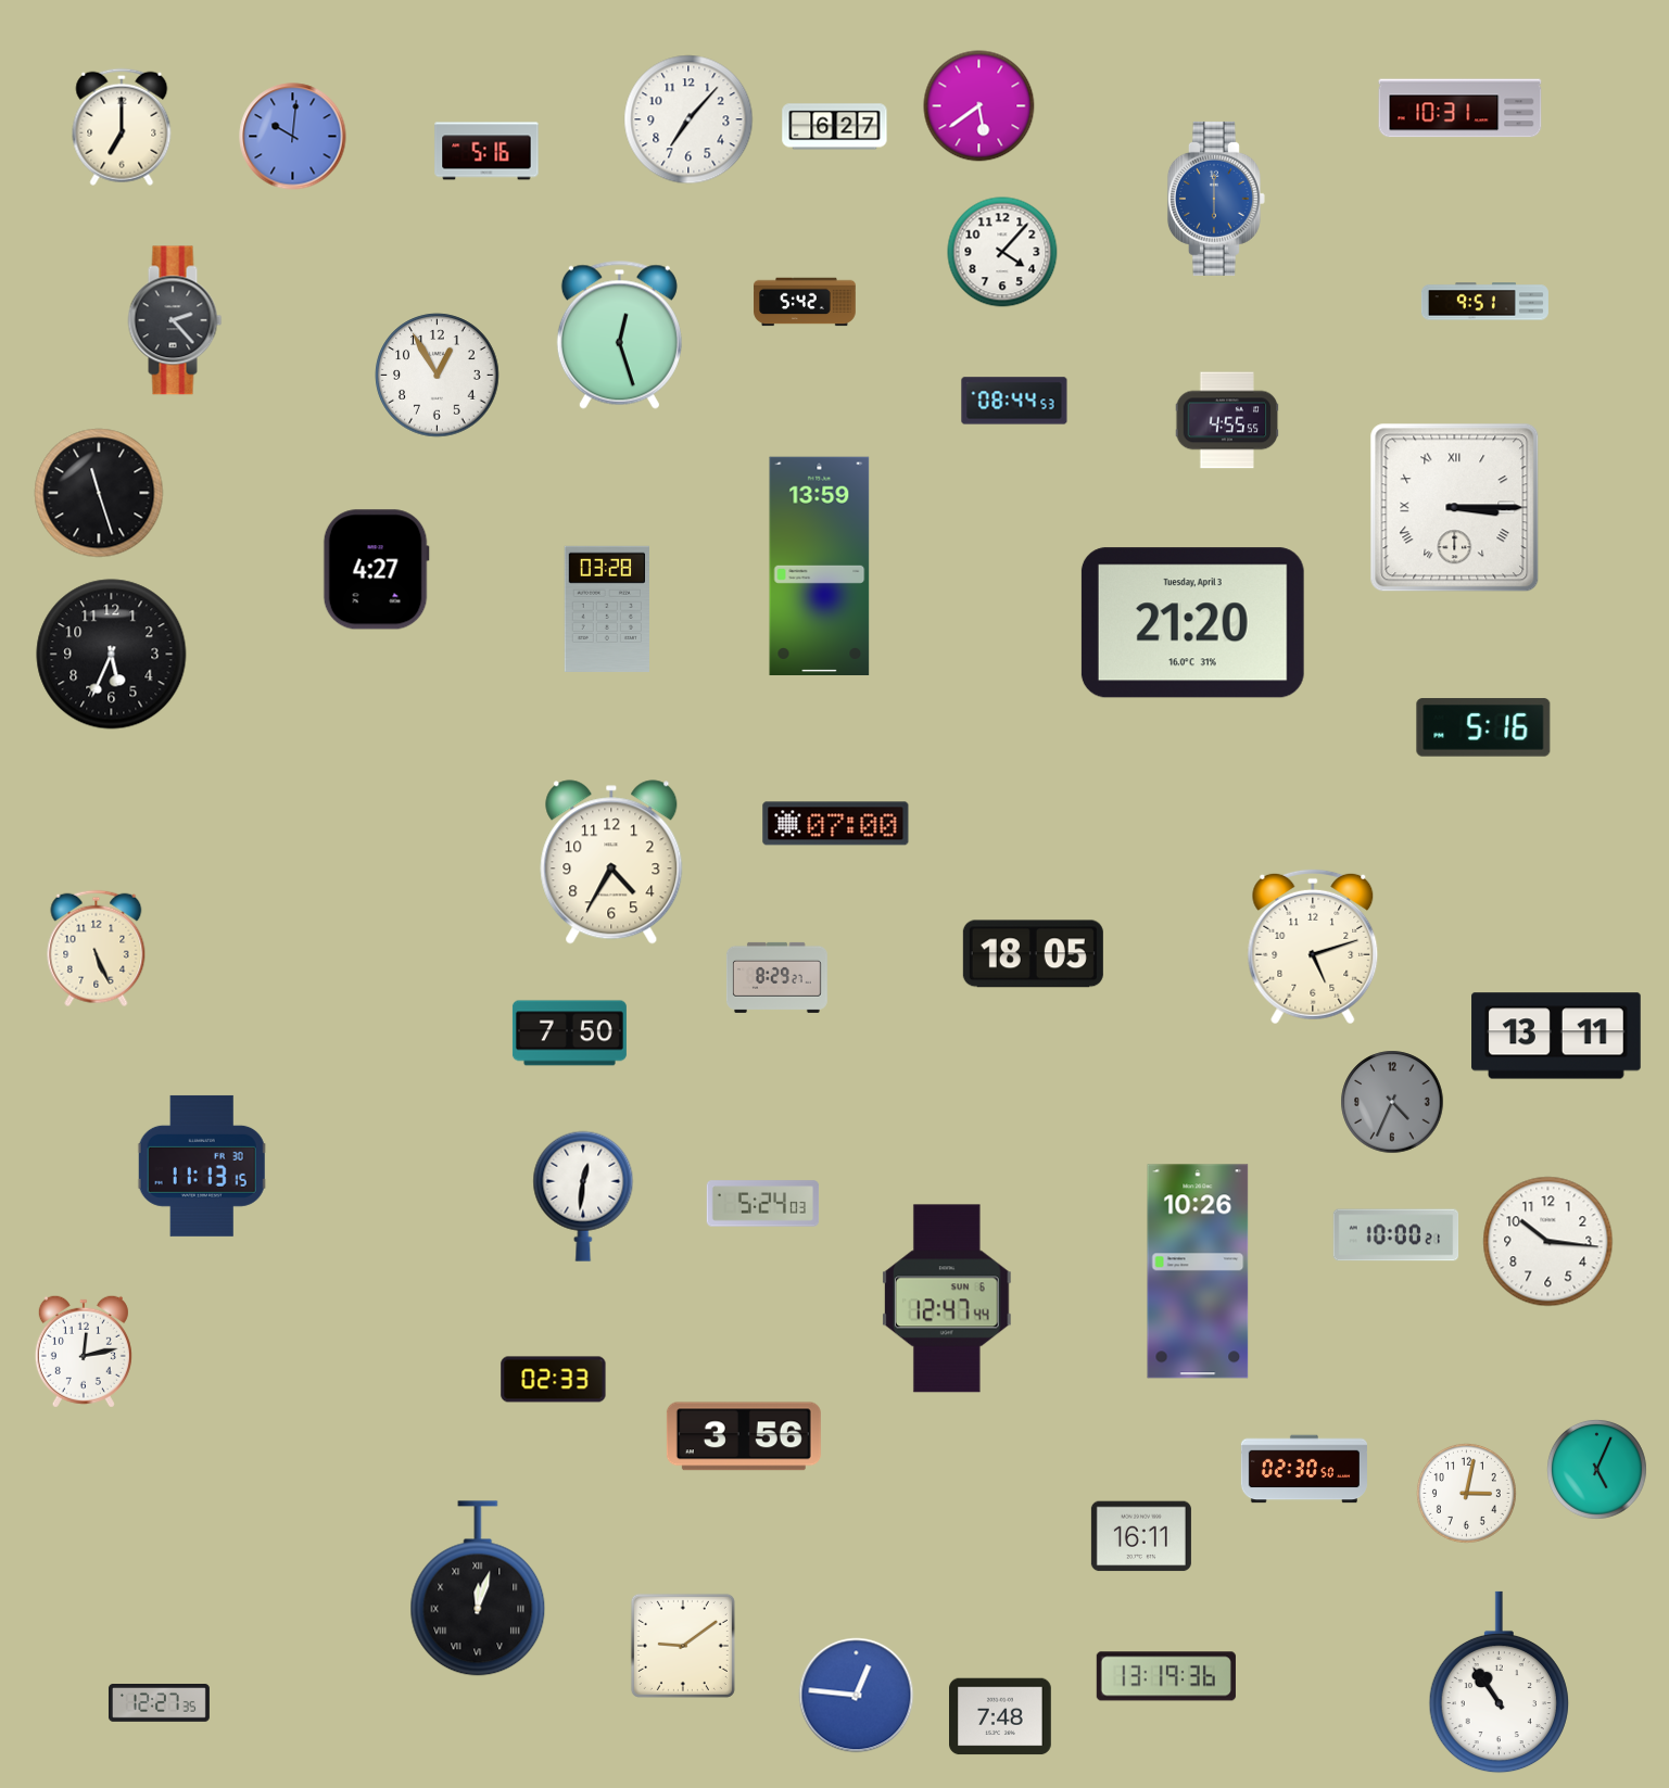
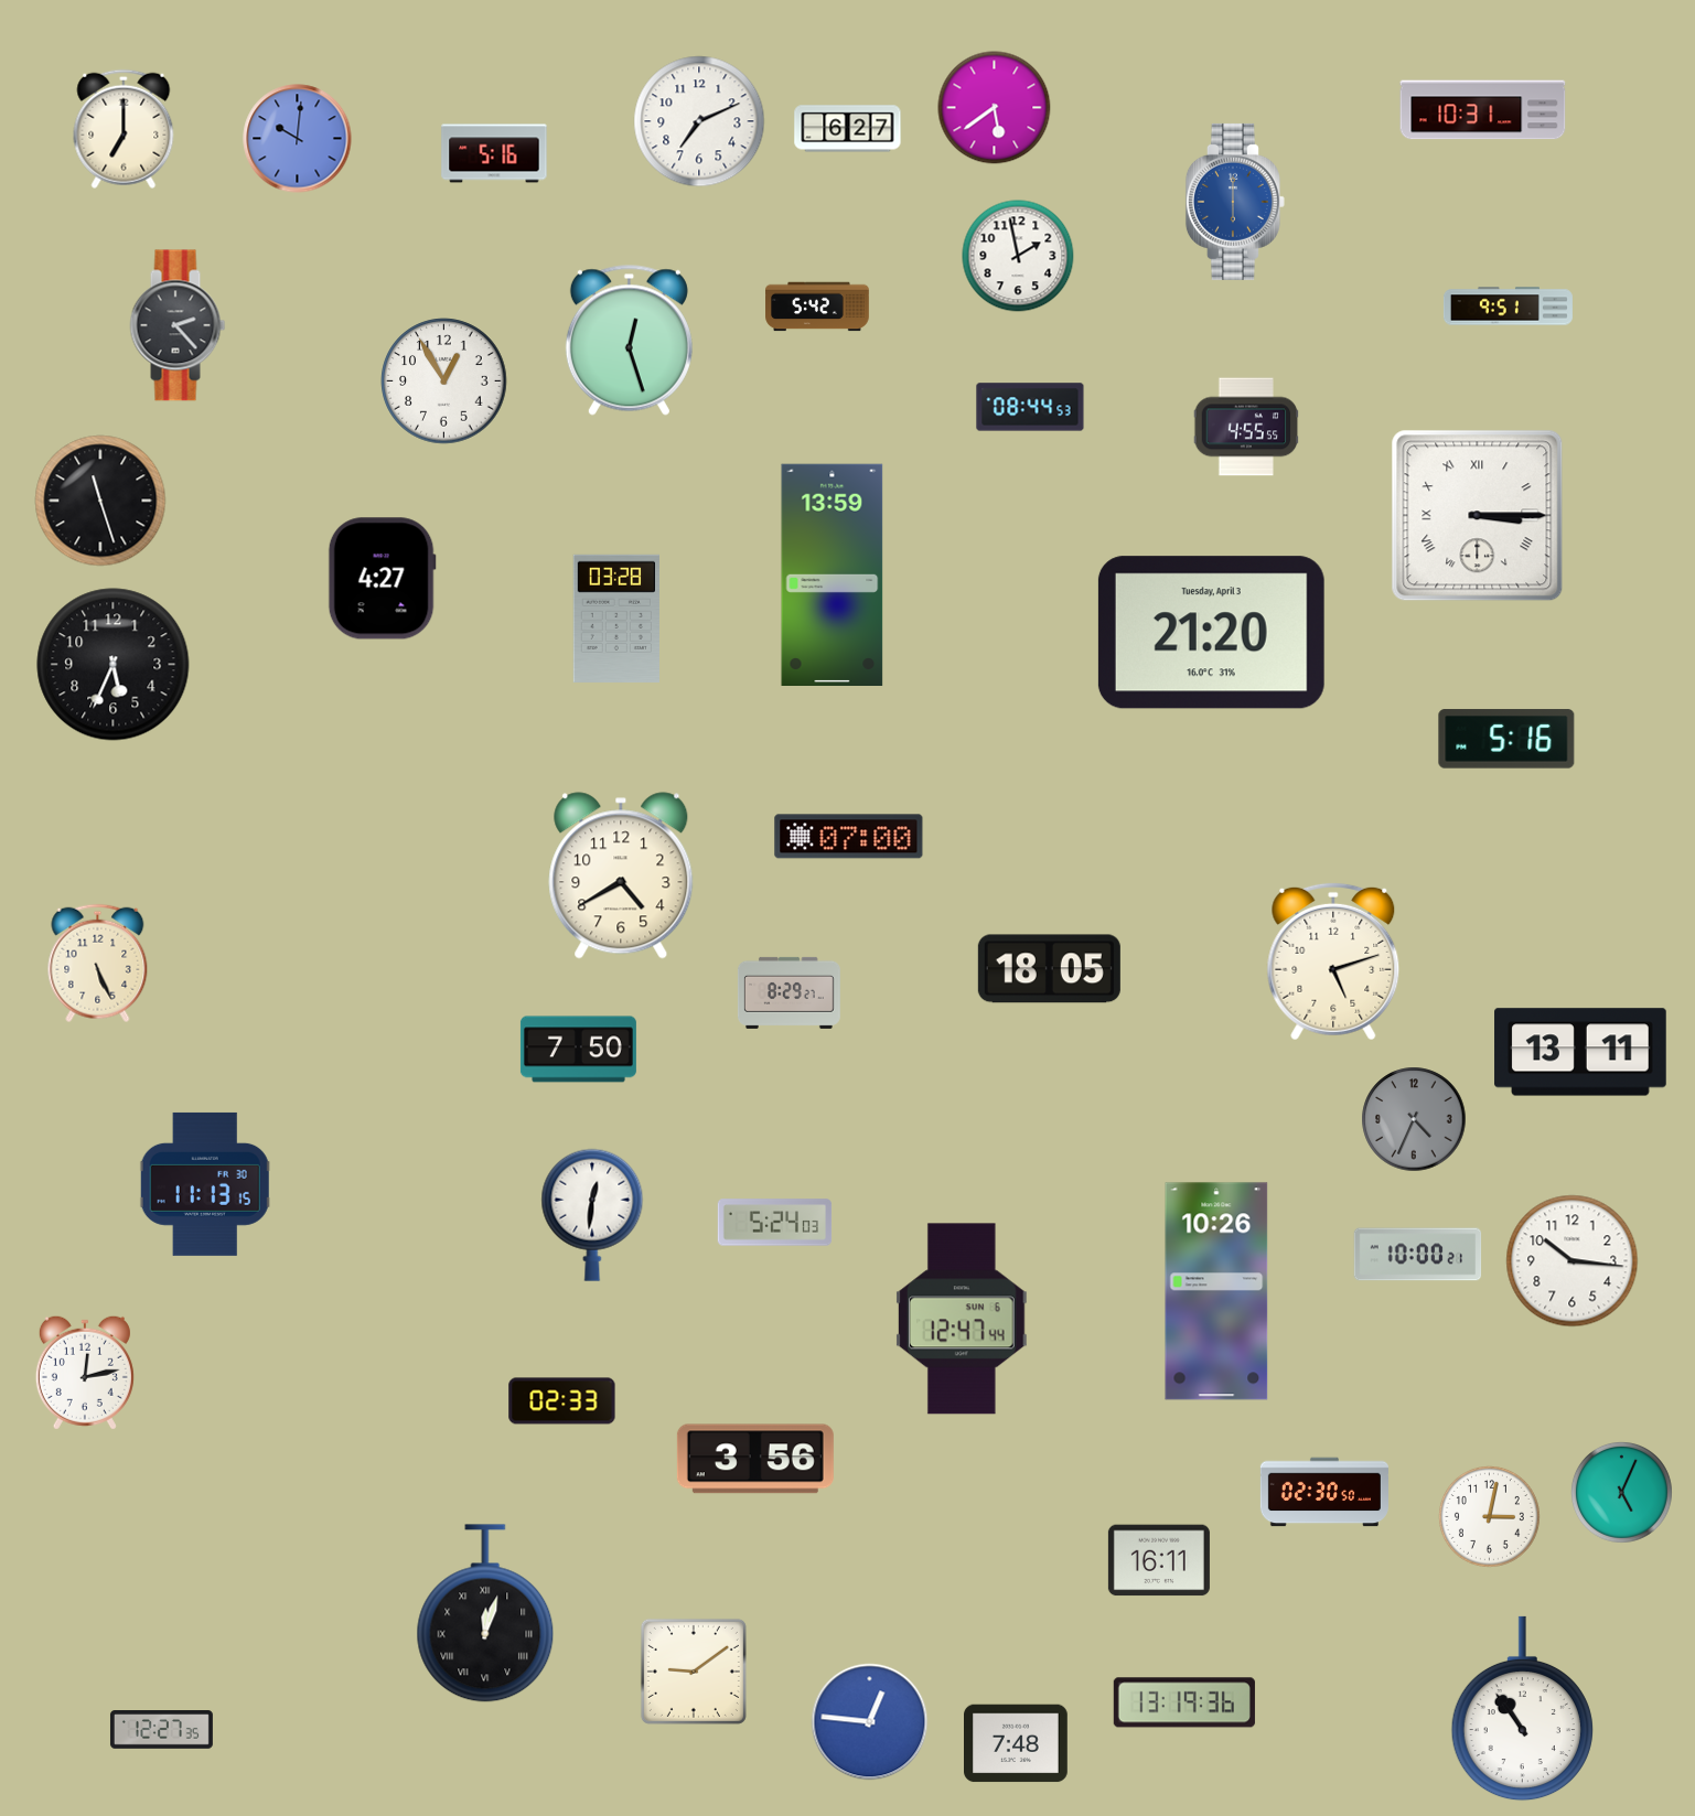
clock at (688, 119): 7:07 -> 7:11
clock at (1002, 252): 4:07 -> 1:58
clock at (611, 862): 4:35 -> 4:40
